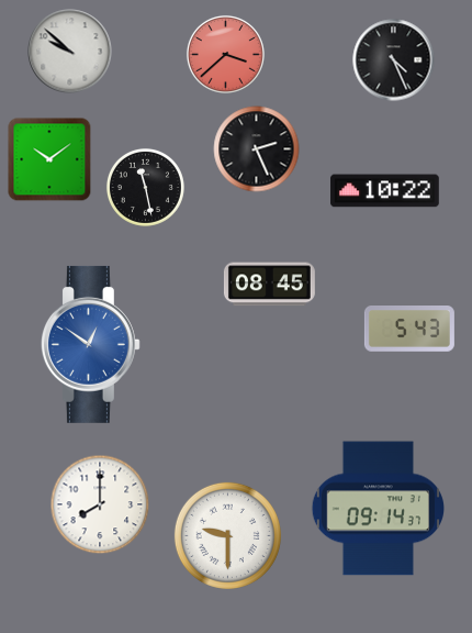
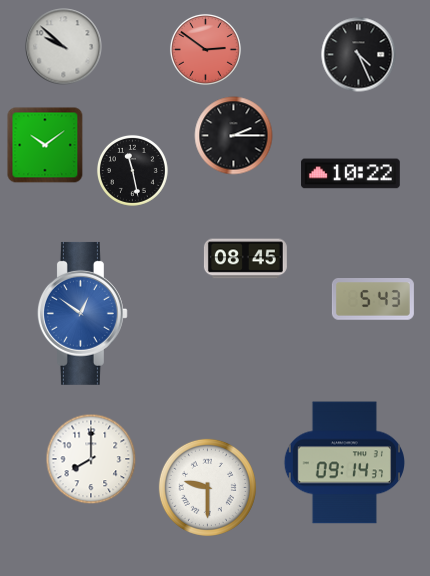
clock at (225, 54): 3:38 -> 2:51
clock at (257, 149): 2:26 -> 2:15
